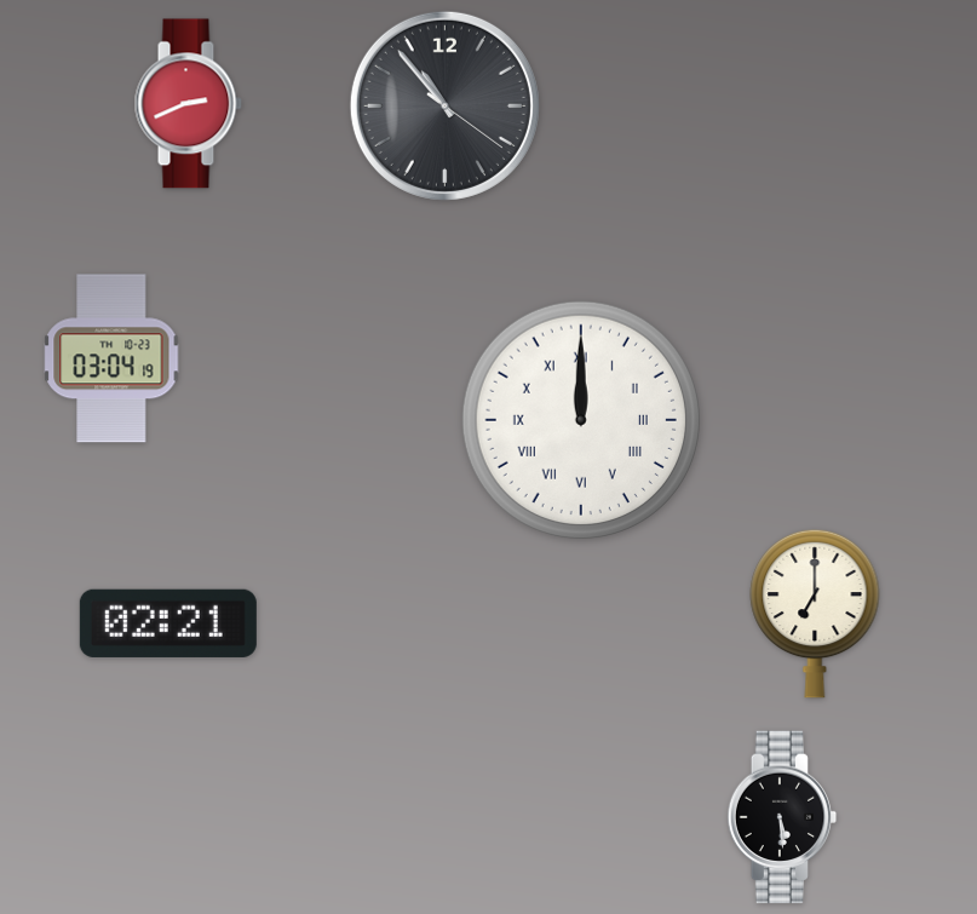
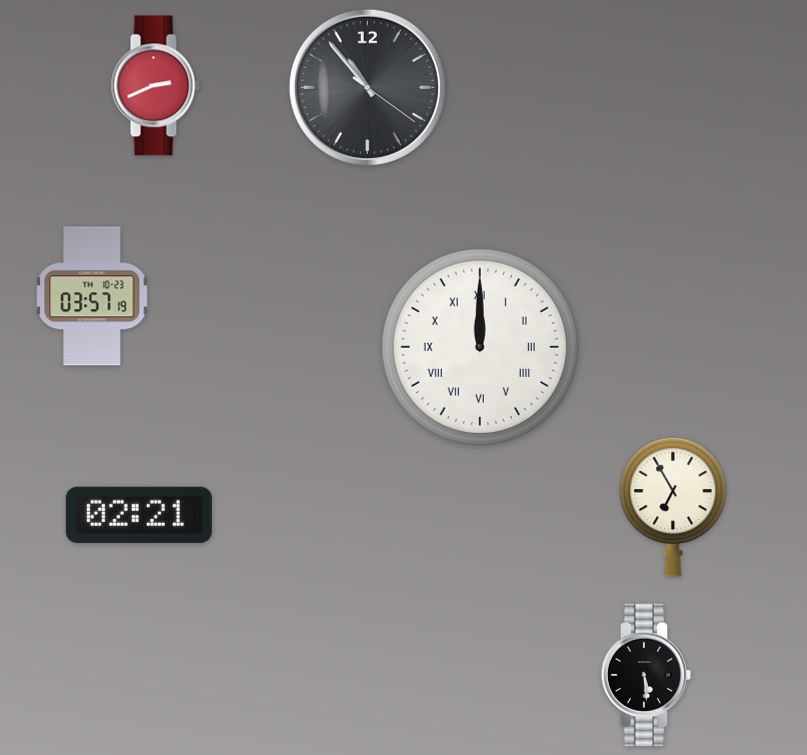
clock at (111, 358): 03:04 -> 03:57
clock at (815, 614): 7:00 -> 6:55
